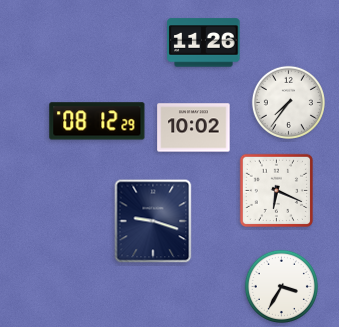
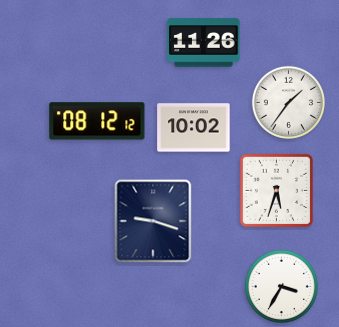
clock at (288, 102): 7:36 -> 1:36
clock at (97, 121): 08:12:29 -> 08:12:12
clock at (276, 190): 6:19 -> 5:33
